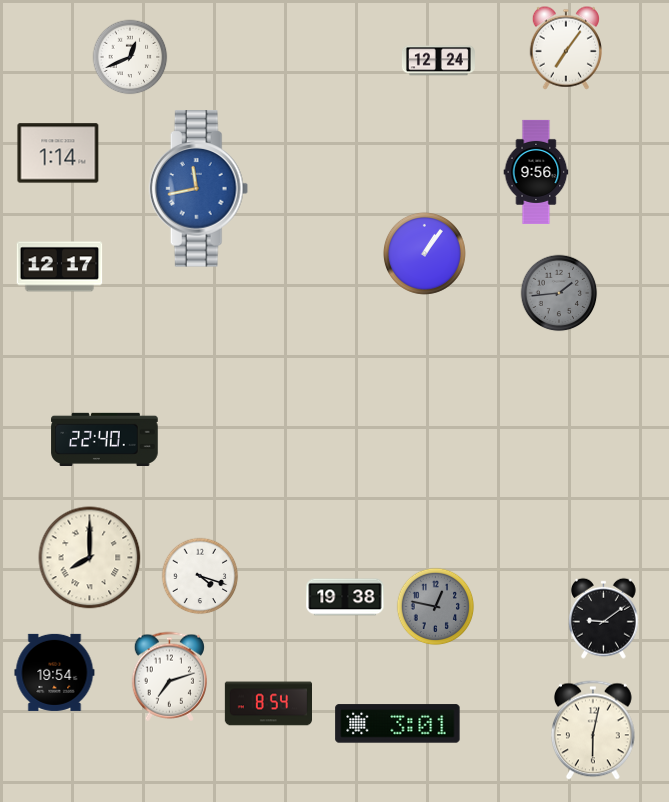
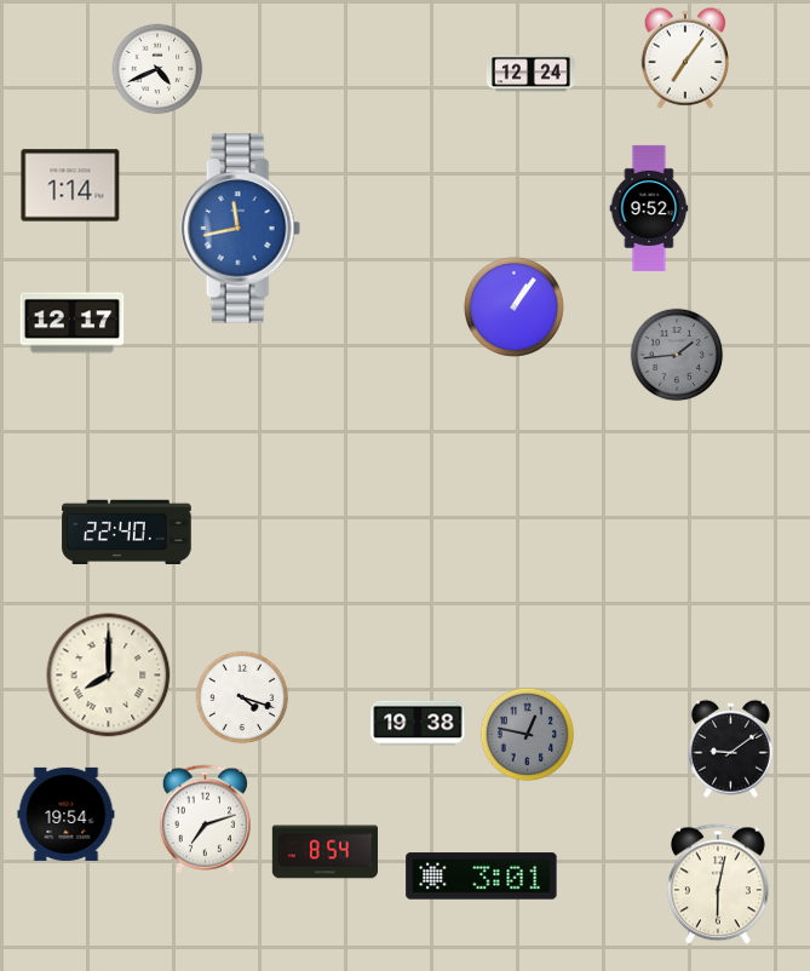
clock at (130, 57): 12:41 -> 4:41
clock at (536, 172): 9:56 -> 9:52
